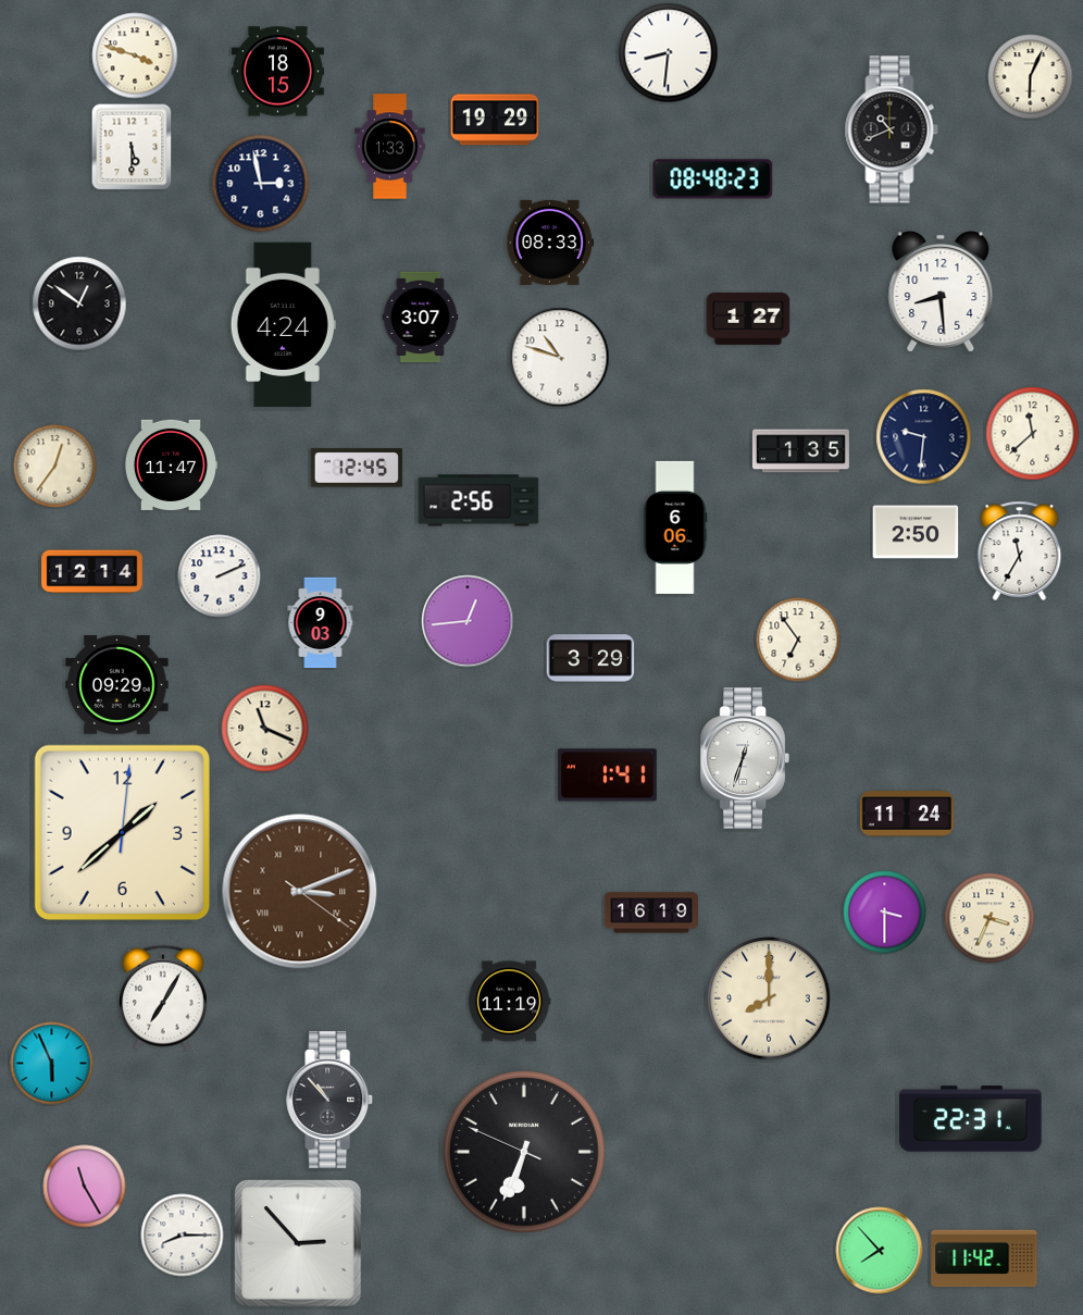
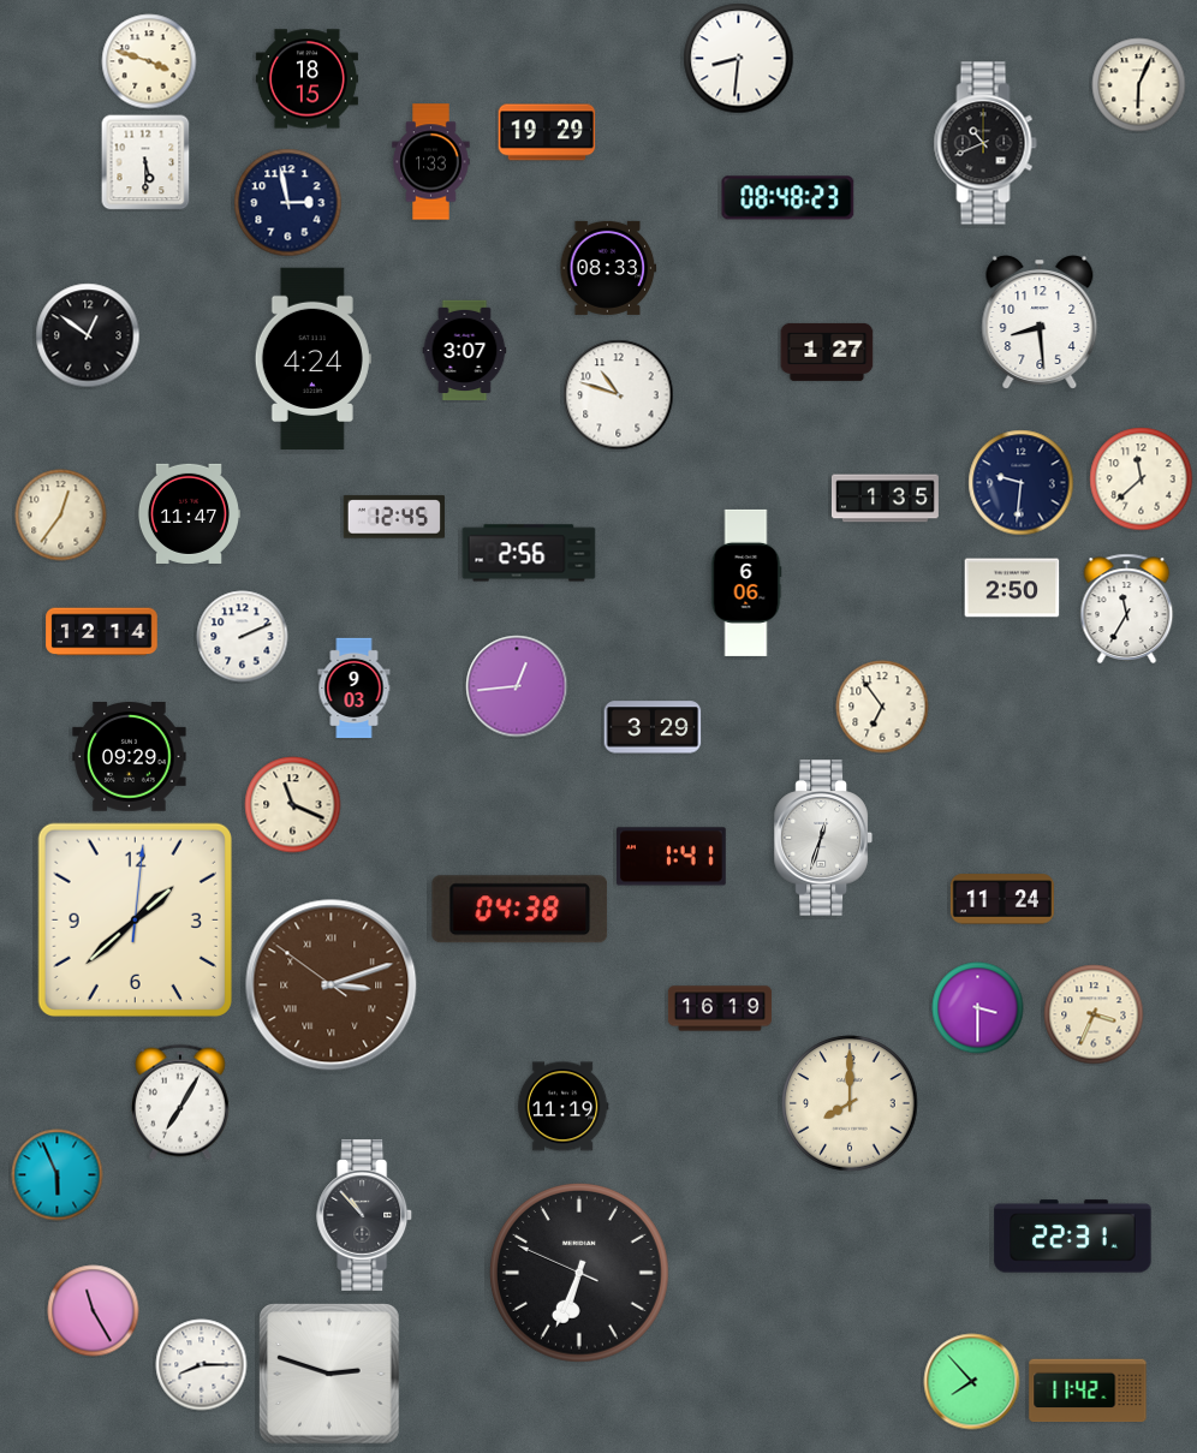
clock at (520, 910): none -> 04:38
clock at (300, 892): 3:11:21 -> 3:11:51
clock at (299, 1244): 2:53 -> 2:48
